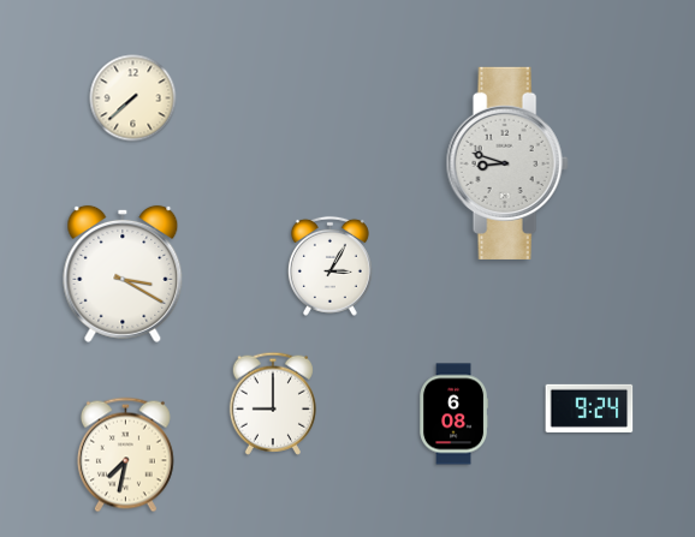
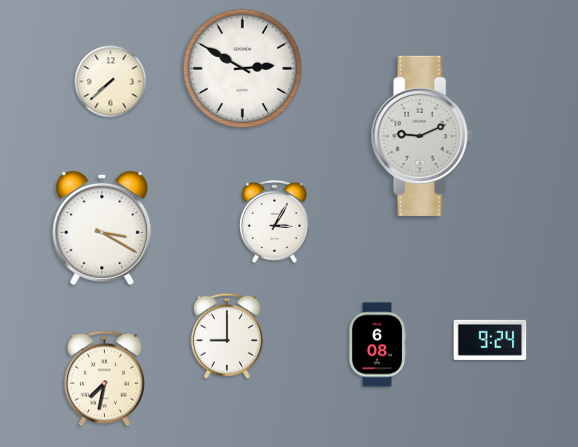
clock at (243, 69): none -> 2:50
clock at (507, 163): 8:48 -> 9:11
